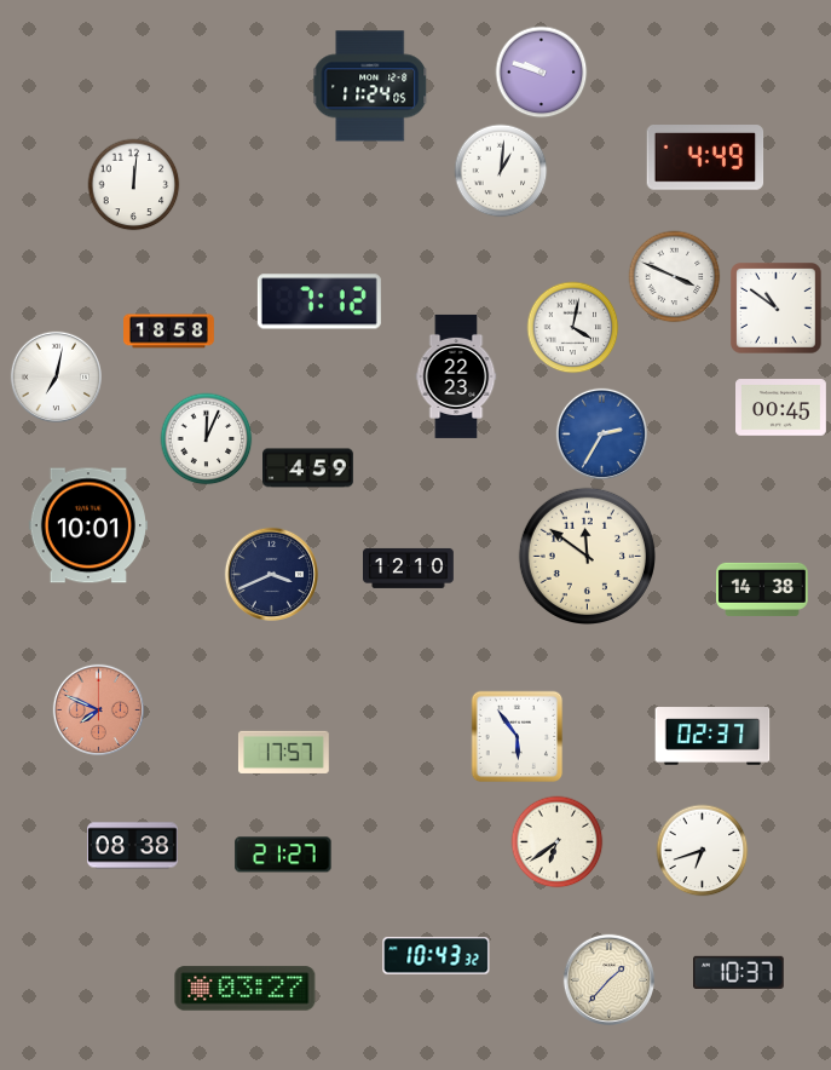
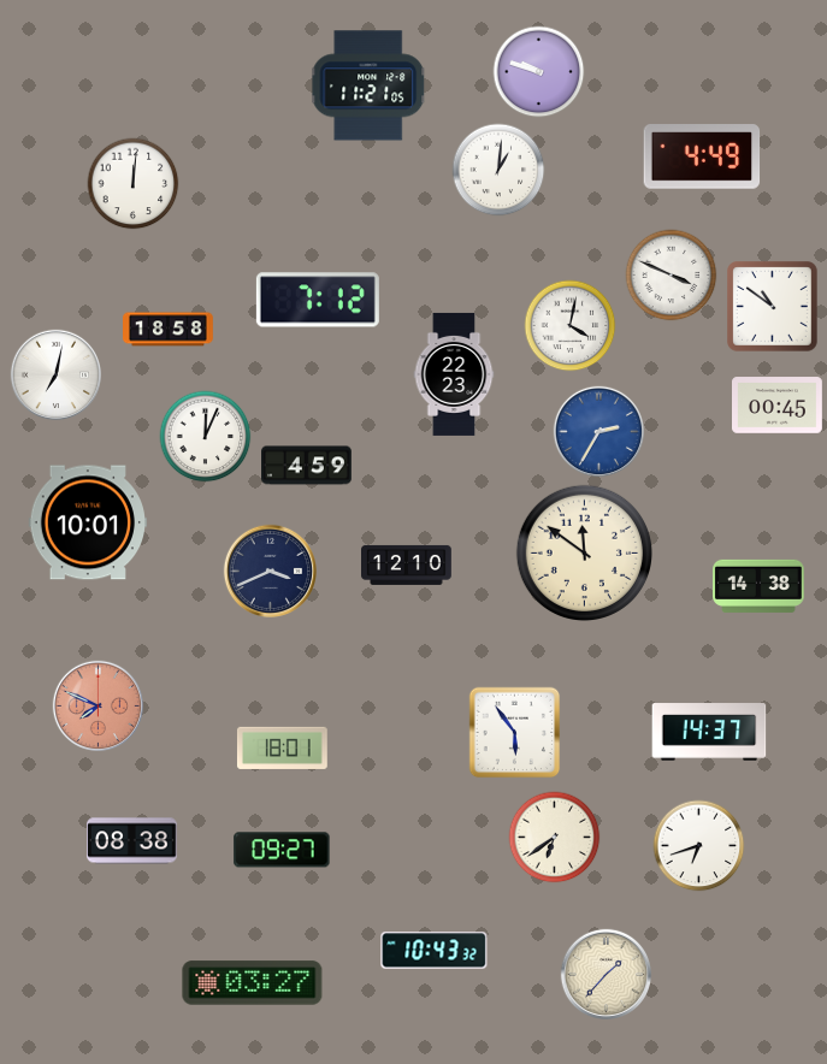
clock at (370, 86): 11:24 -> 11:21
clock at (712, 736): 02:37 -> 14:37
clock at (283, 752): 17:57 -> 18:01
clock at (283, 855): 21:27 -> 09:27
clock at (738, 972): 10:37 -> none
clock at (246, 989) position: (246, 989) -> (253, 983)
